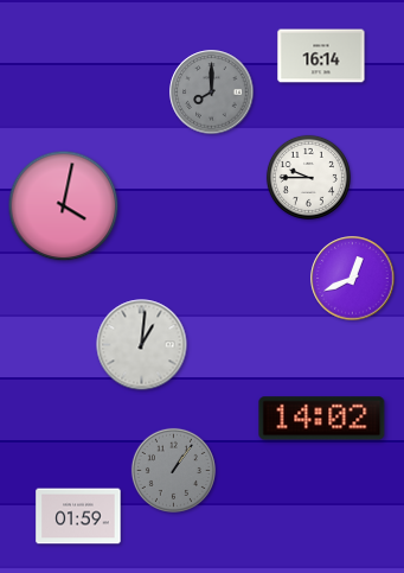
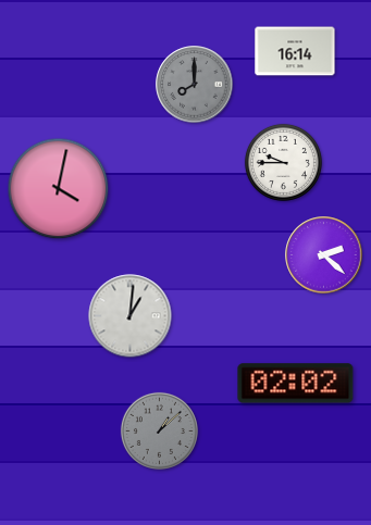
clock at (353, 279): 12:41 -> 2:22
clock at (322, 419): 14:02 -> 02:02
clock at (173, 470): 1:06 -> 1:08
clock at (78, 516): 01:59 -> none
